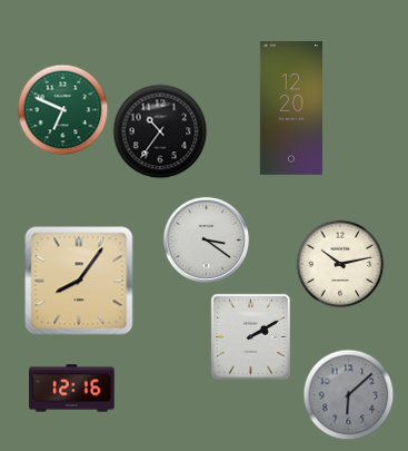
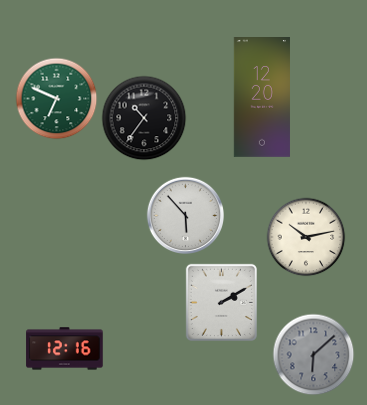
clock at (206, 239): 3:21 -> 5:53
clock at (79, 281): 8:06 -> none
clock at (250, 336) position: (250, 336) -> (221, 302)
